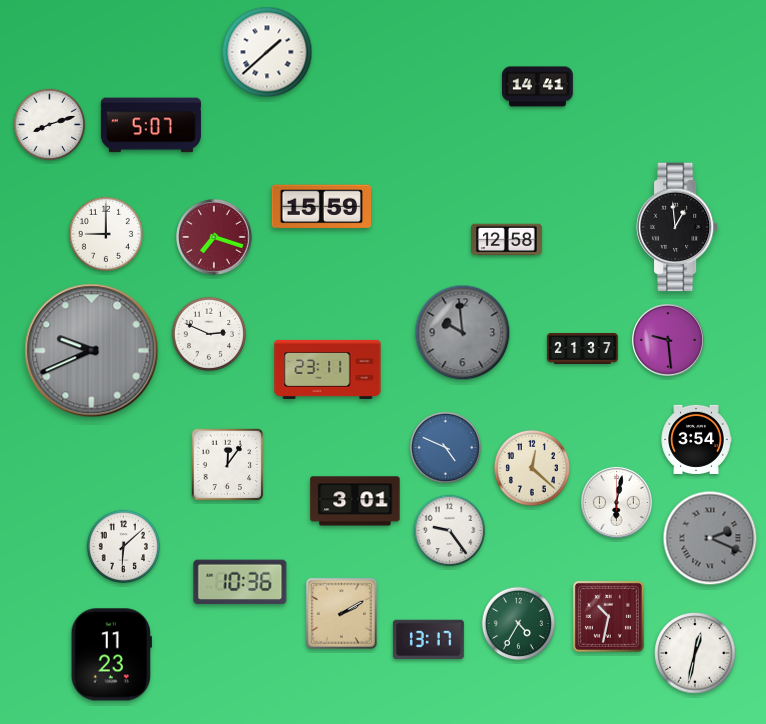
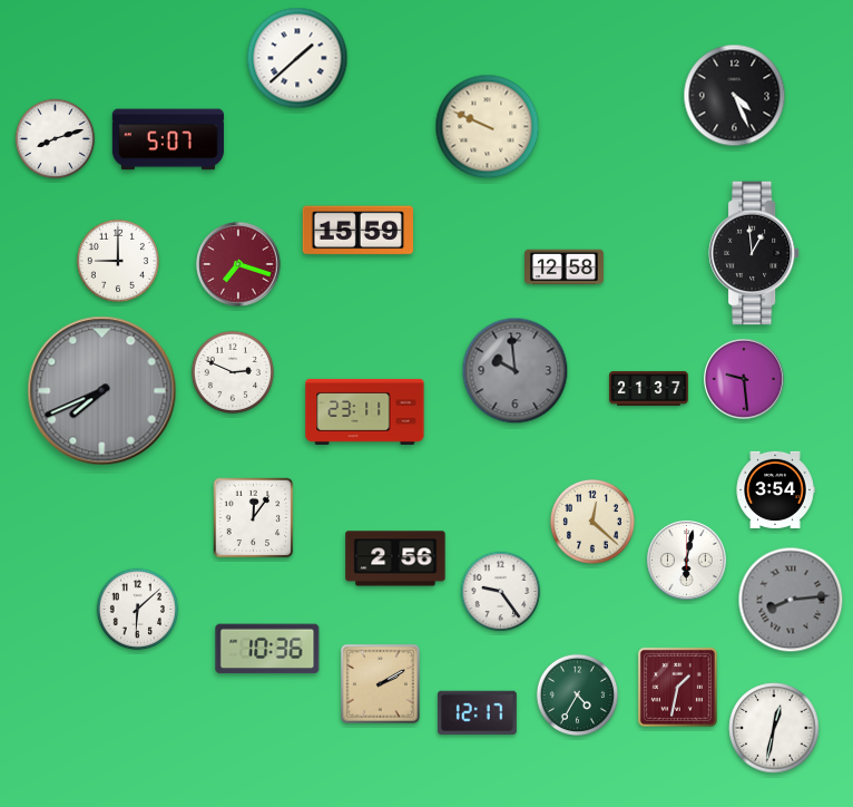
clock at (735, 96): none -> 4:26
clock at (538, 87): 14:41 -> none
clock at (488, 127): none -> 9:49
clock at (92, 351): 9:41 -> 7:41
clock at (446, 448): 4:49 -> none
clock at (355, 501): 3:01 -> 2:56
clock at (710, 538): 2:19 -> 8:14
clock at (608, 616): 10:32 -> 1:32
clock at (428, 640): 13:17 -> 12:17
clock at (111, 655): 11:23 -> none
